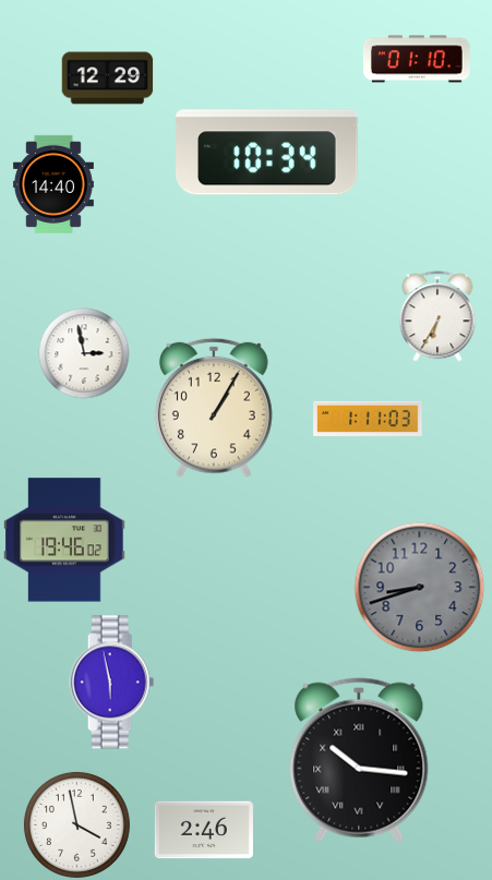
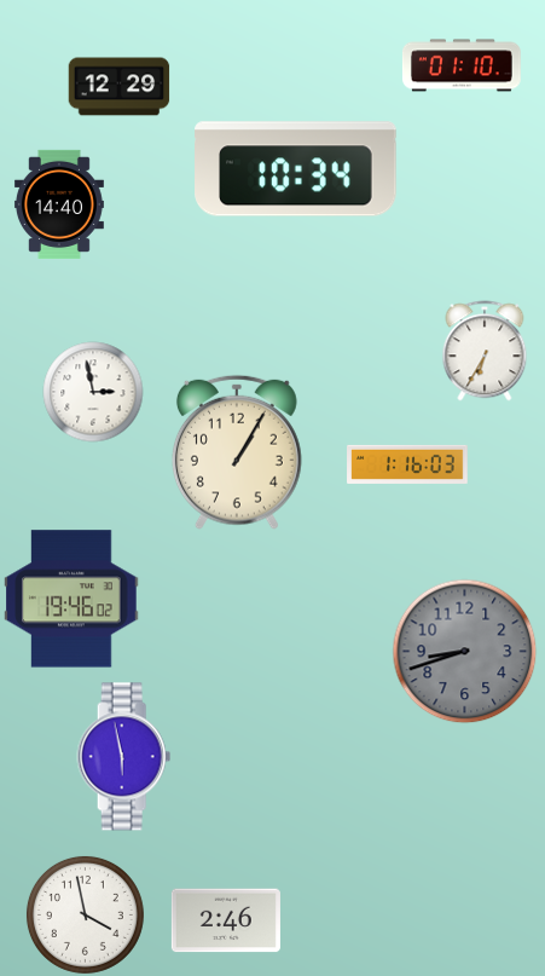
clock at (368, 419): 1:11 -> 1:16
clock at (359, 760): 10:16 -> none
